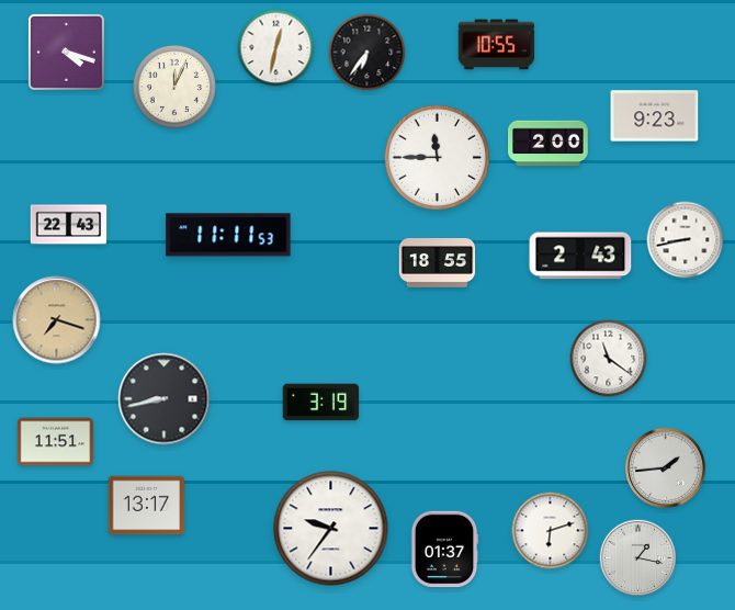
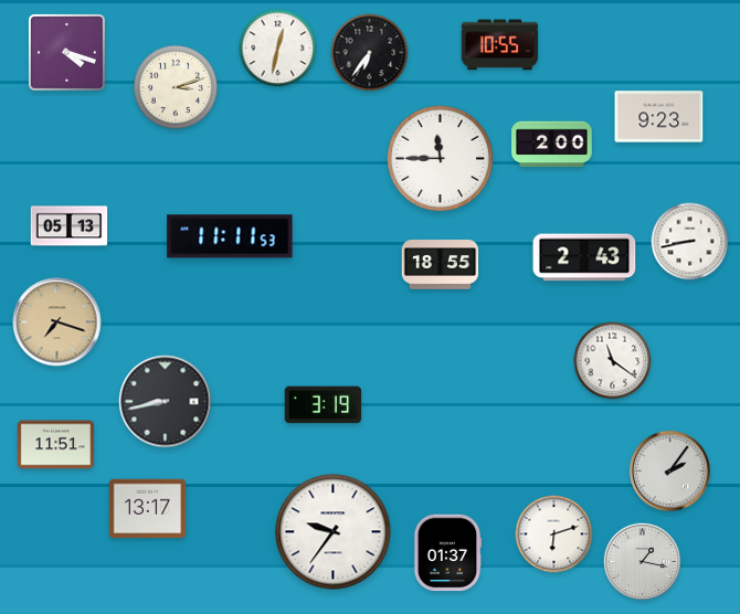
clock at (174, 87): 12:04 -> 3:12
clock at (69, 225): 22:43 -> 05:13
clock at (665, 467): 1:44 -> 2:06
